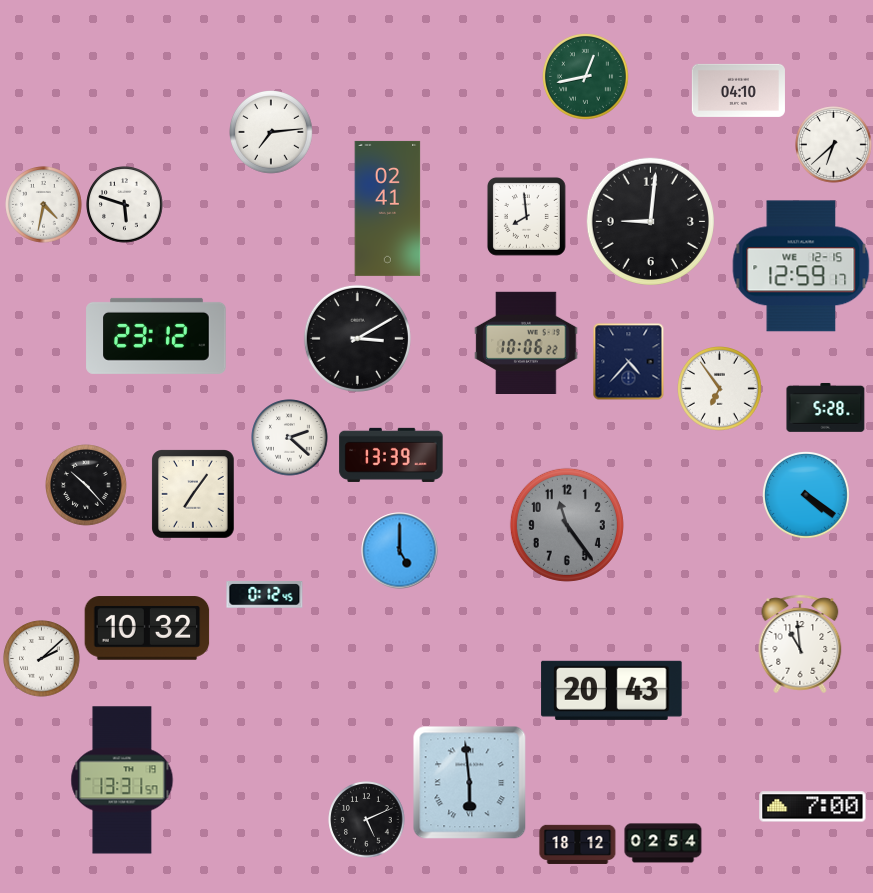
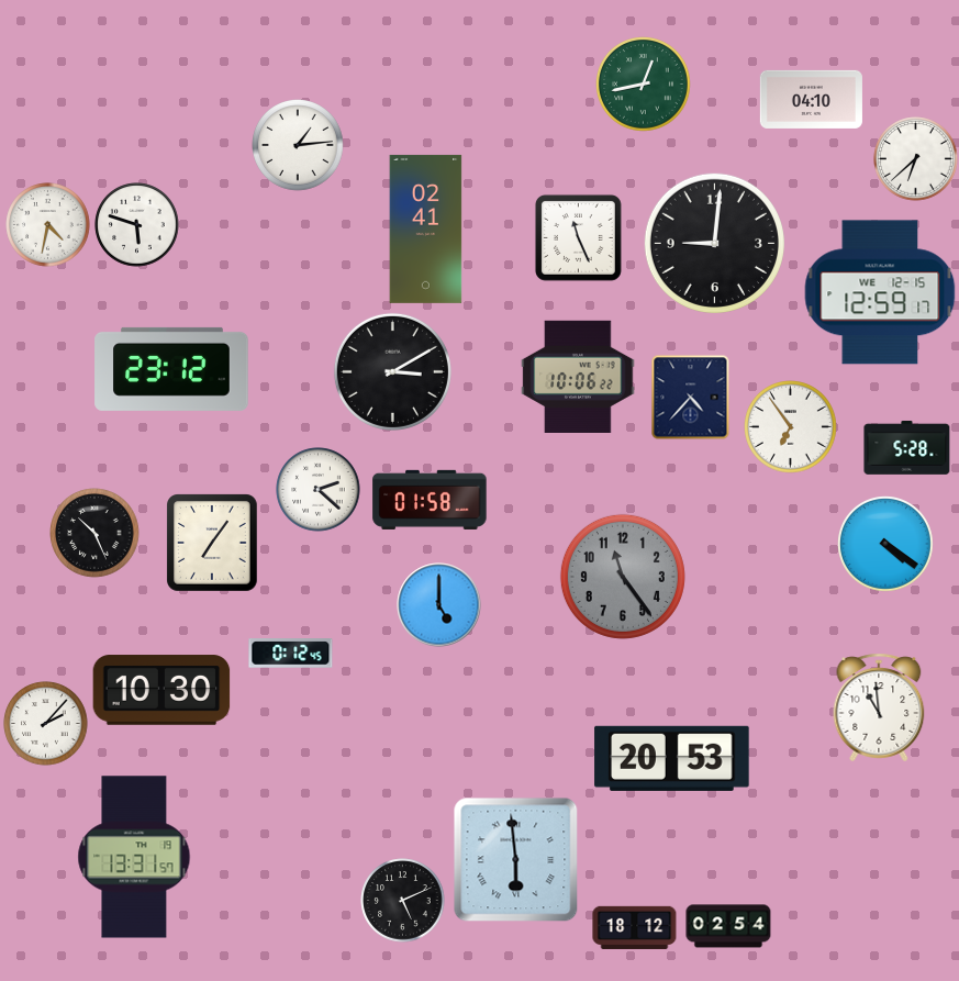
clock at (271, 132): 7:14 -> 1:14
clock at (526, 216): 7:59 -> 11:26
clock at (290, 438) position: (290, 438) -> (319, 490)
clock at (391, 455): 13:39 -> 01:58
clock at (86, 485): 10:23 -> 10:26
clock at (147, 628): 10:32 -> 10:30
clock at (42, 659): 2:08 -> 2:07
clock at (612, 690): 20:43 -> 20:53
clock at (813, 807): 7:00 -> none
